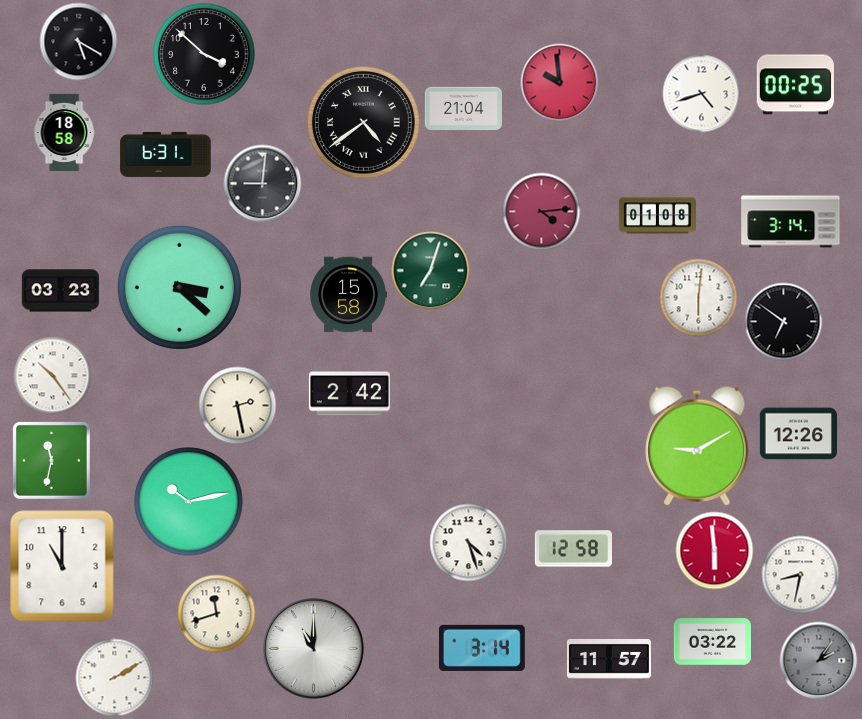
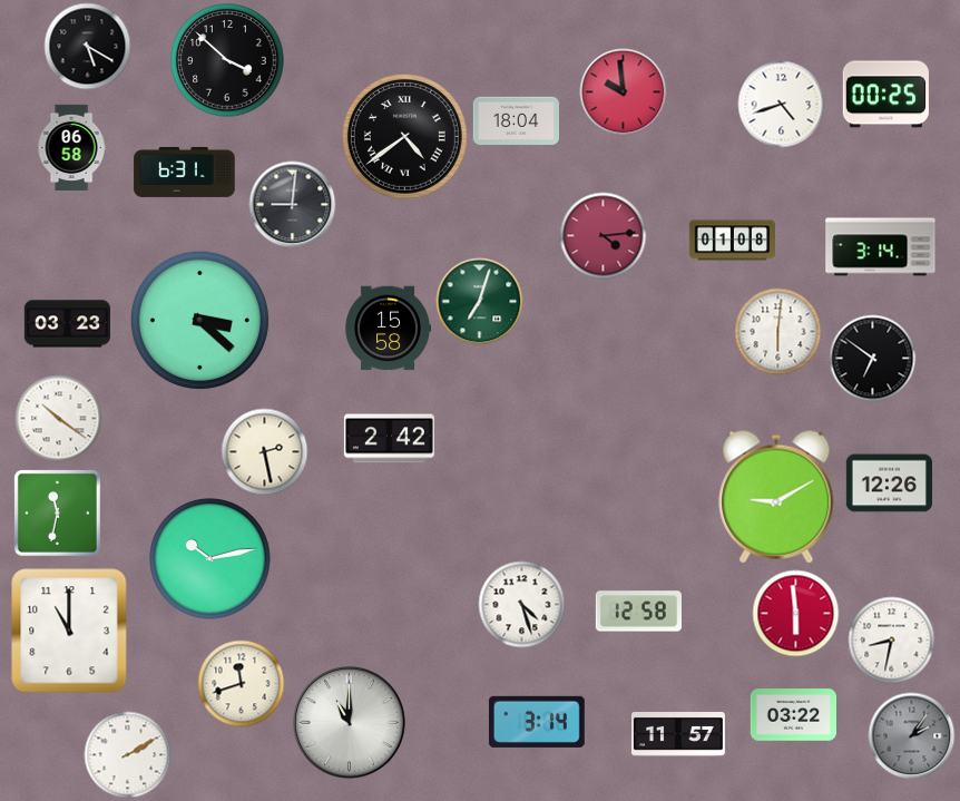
clock at (463, 109): 21:04 -> 18:04
clock at (64, 132): 18:58 -> 06:58
clock at (52, 375): 10:24 -> 10:21
